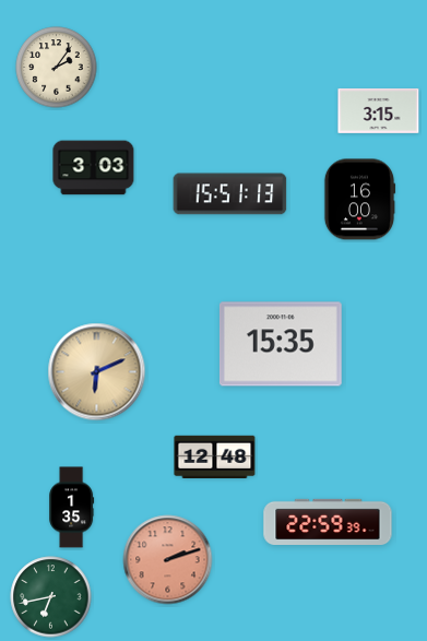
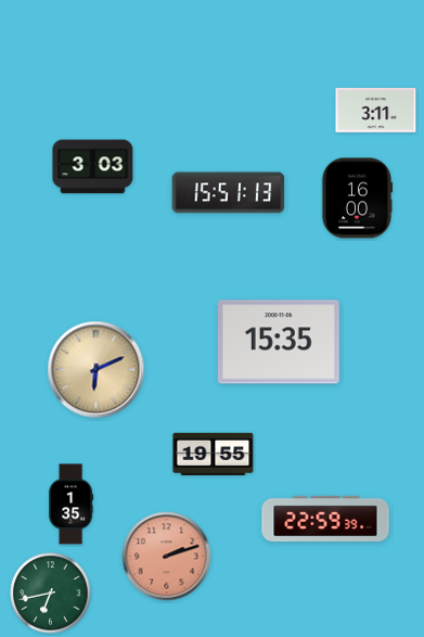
clock at (57, 68): 2:06 -> none
clock at (379, 110): 3:15 -> 3:11
clock at (215, 456): 12:48 -> 19:55
